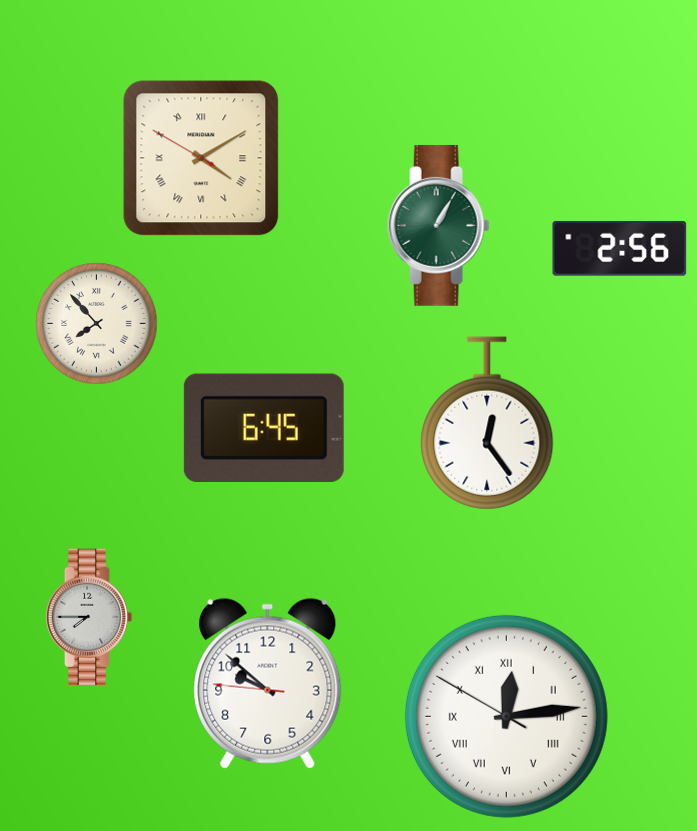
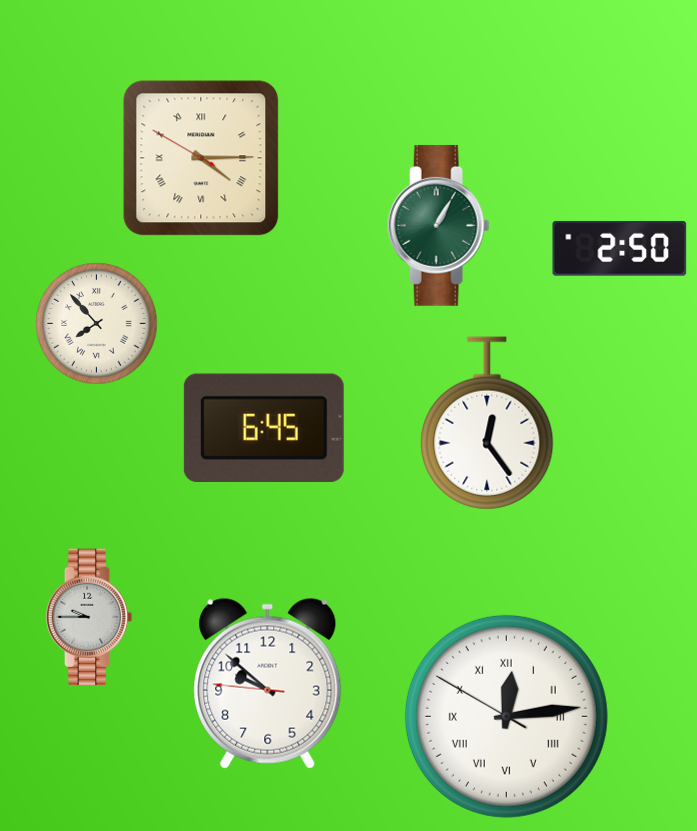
clock at (201, 158): 4:09 -> 4:14
clock at (620, 248): 2:56 -> 2:50
clock at (89, 617): 7:45 -> 9:45
